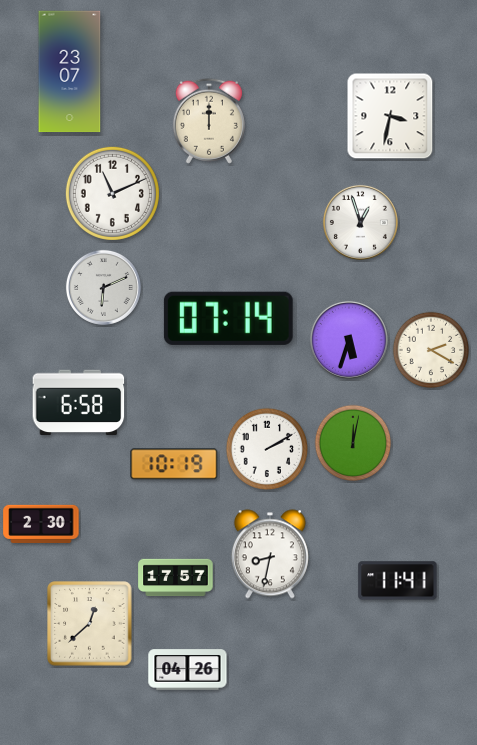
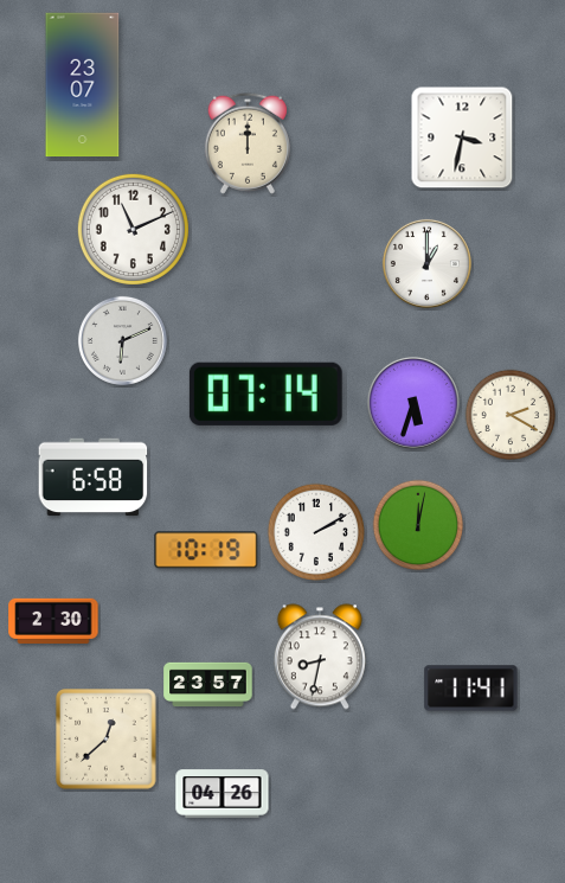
clock at (360, 222): 12:57 -> 1:00
clock at (228, 318) position: (228, 318) -> (265, 393)
clock at (41, 524) position: (41, 524) -> (53, 621)
clock at (176, 578): 17:57 -> 23:57
